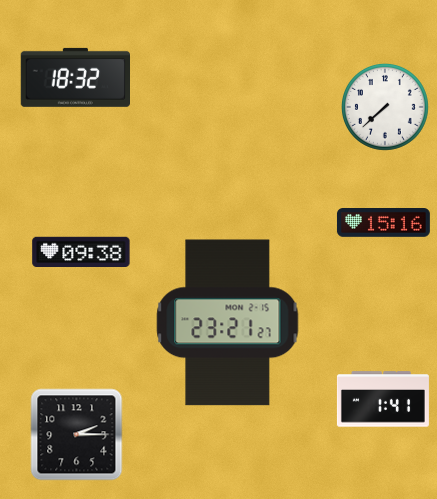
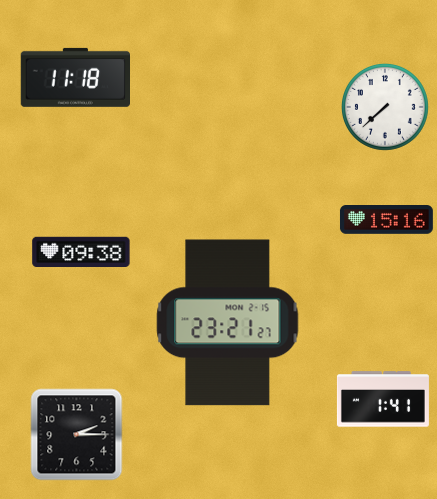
clock at (75, 77): 18:32 -> 11:18
clock at (383, 223) position: (383, 223) -> (386, 220)
